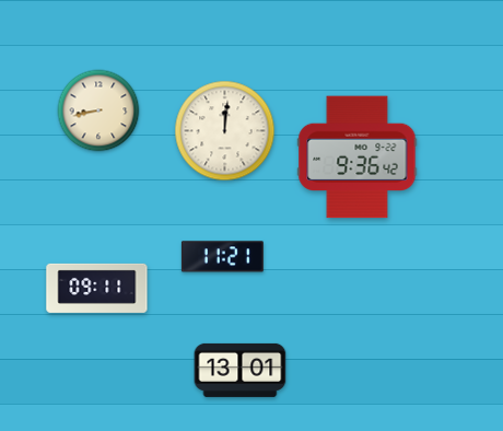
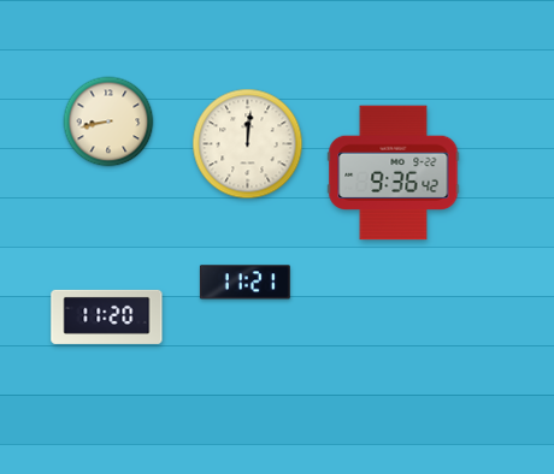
clock at (97, 288): 09:11 -> 11:20
clock at (241, 370): 13:01 -> none
